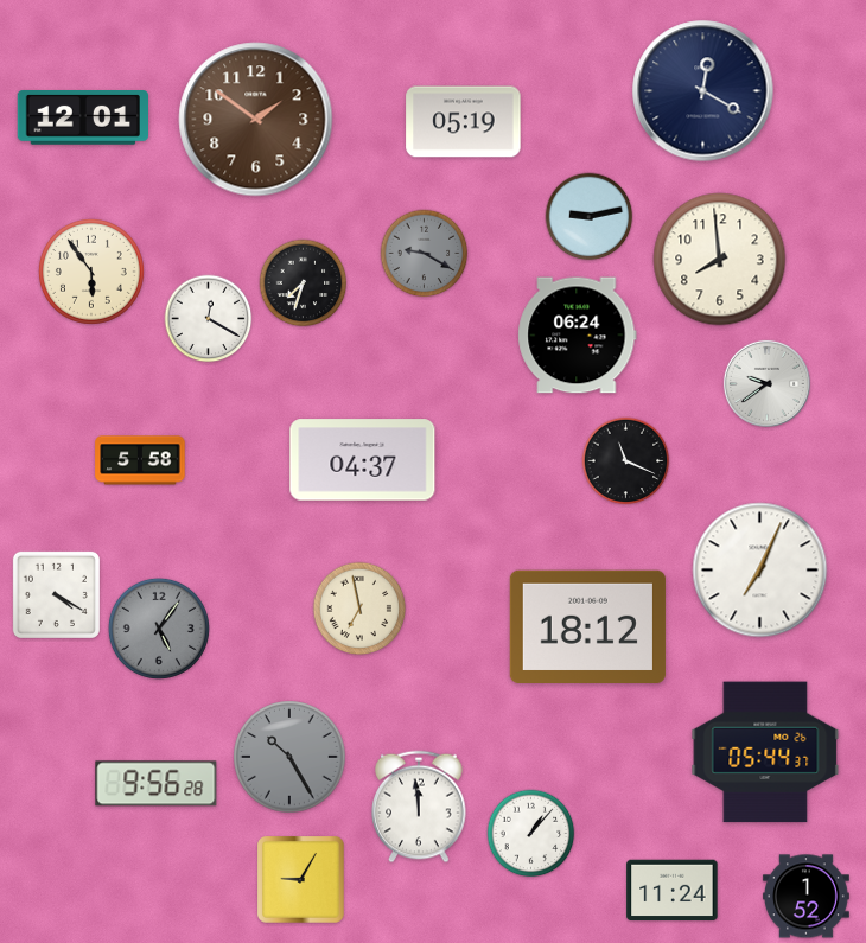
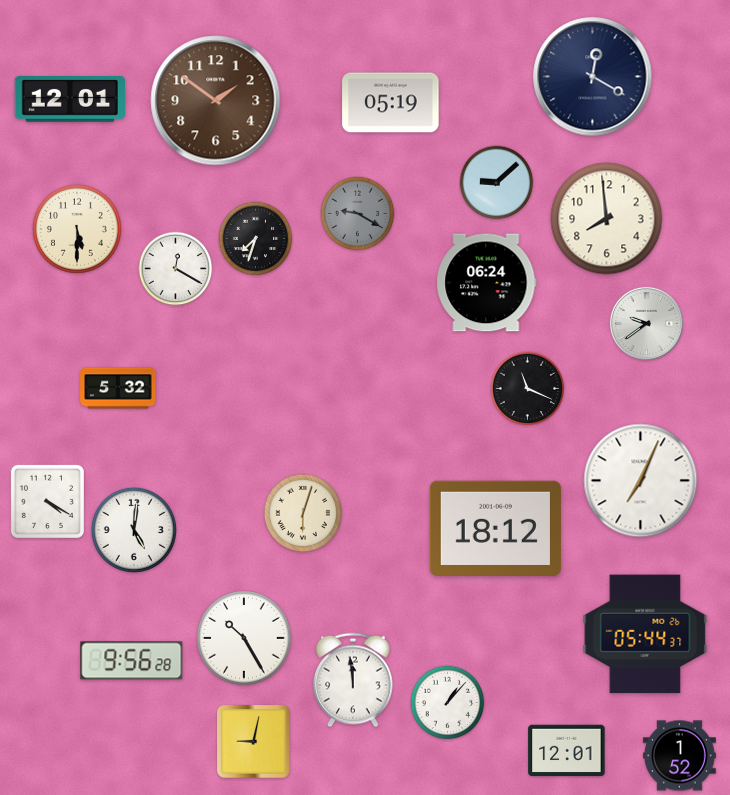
clock at (590, 217): 9:13 -> 9:08
clock at (91, 272): 5:54 -> 5:30
clock at (140, 460): 5:58 -> 5:32
clock at (363, 460): 04:37 -> none
clock at (359, 609): 6:58 -> 6:03
clock at (159, 629): 5:06 -> 5:01
clock at (159, 629) dial: grey -> white
clock at (289, 757) dial: grey -> white
clock at (301, 880): 9:05 -> 9:02
clock at (673, 891): 11:24 -> 12:01
